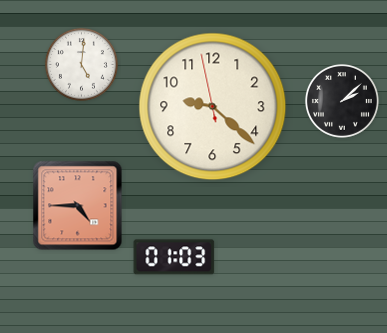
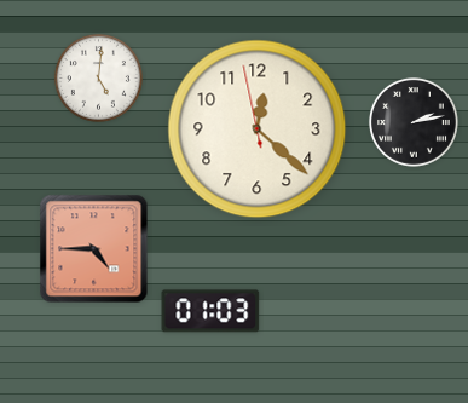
clock at (342, 101): 2:08 -> 2:13
clock at (213, 107): 9:21 -> 12:21
